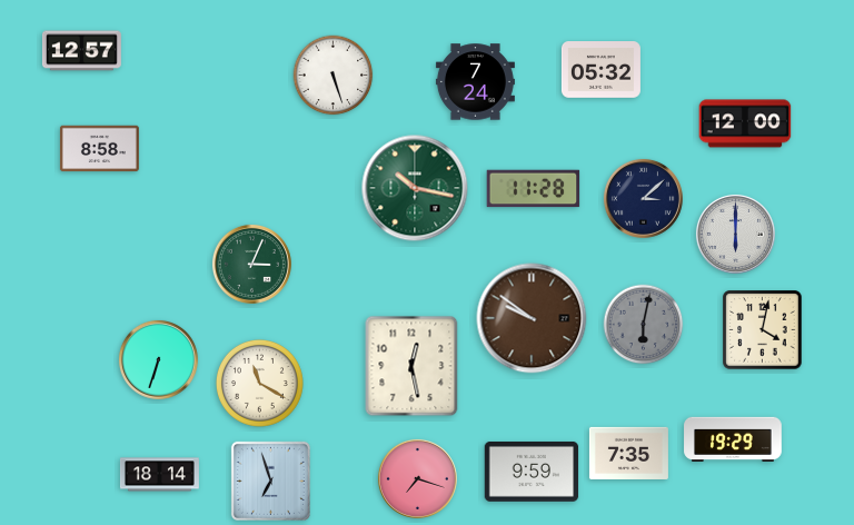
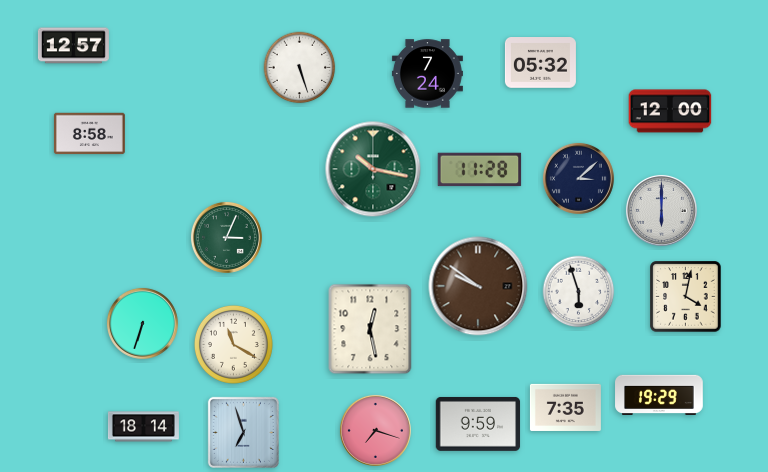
clock at (644, 325): 6:02 -> 5:57
clock at (644, 325) dial: grey -> white
